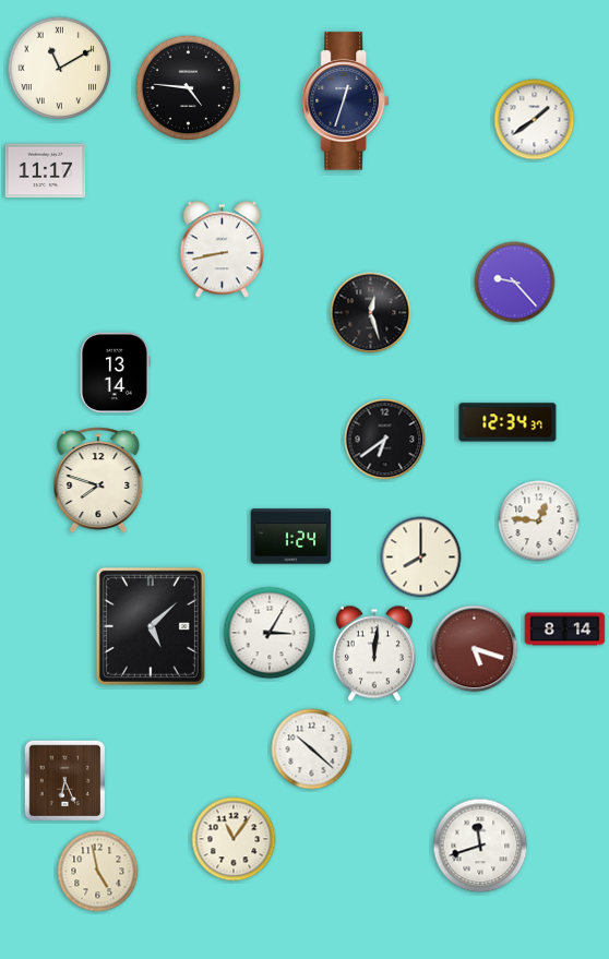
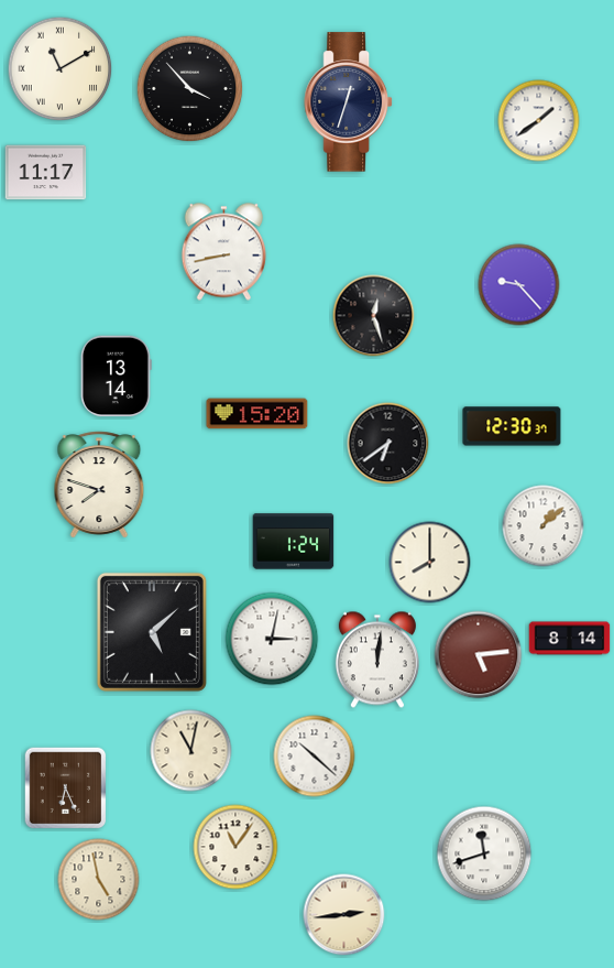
clock at (189, 88): 4:46 -> 3:53
clock at (257, 414): none -> 15:20
clock at (507, 422): 12:34 -> 12:30
clock at (539, 522): 12:46 -> 1:08
clock at (421, 558) position: (421, 558) -> (430, 563)
clock at (565, 630) position: (565, 630) -> (570, 639)
clock at (270, 633): 3:05 -> 3:02
clock at (475, 649): 5:18 -> 5:14
clock at (191, 751): none -> 11:02
clock at (344, 915): none -> 2:44
